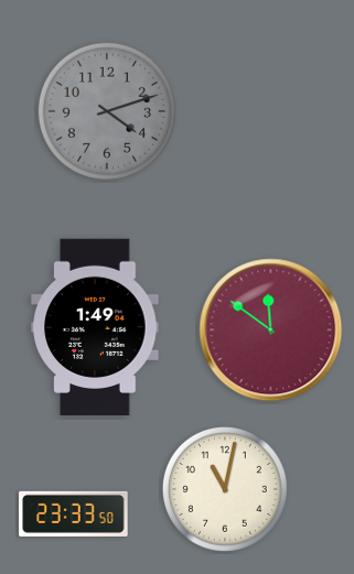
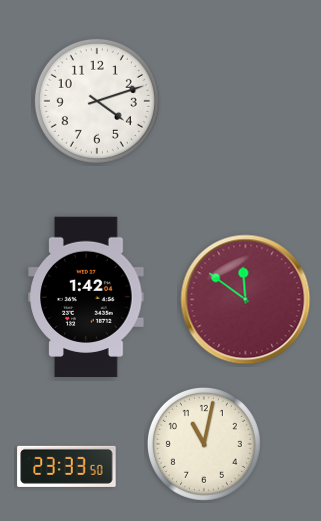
clock at (107, 111) dial: grey -> white
clock at (95, 327): 1:49 -> 1:42
